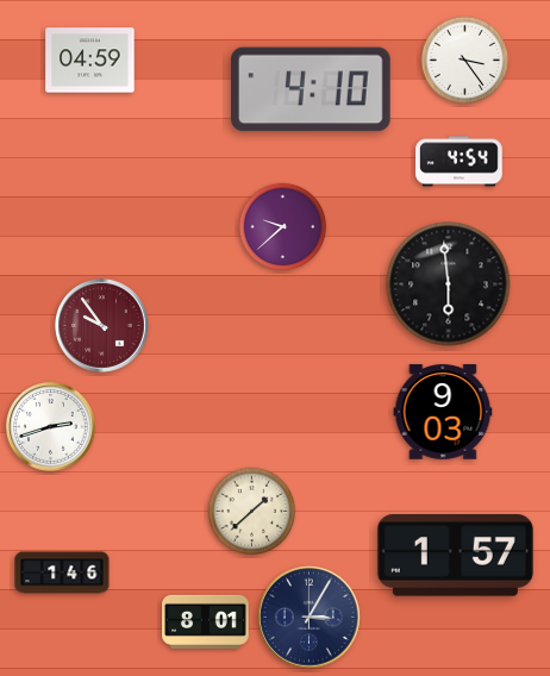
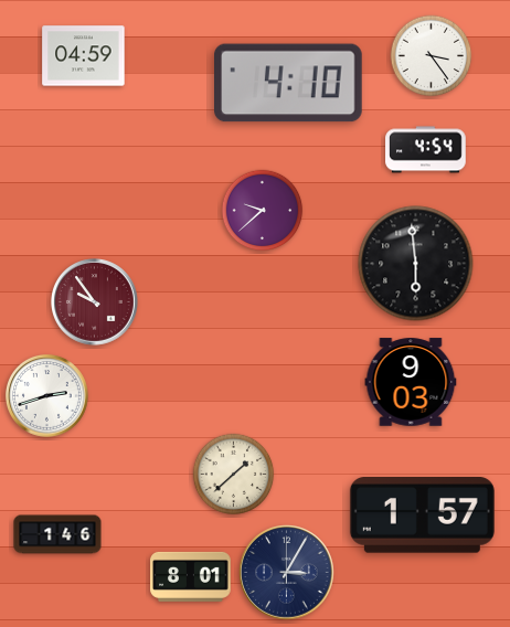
clock at (62, 572) position: (62, 572) -> (57, 534)
